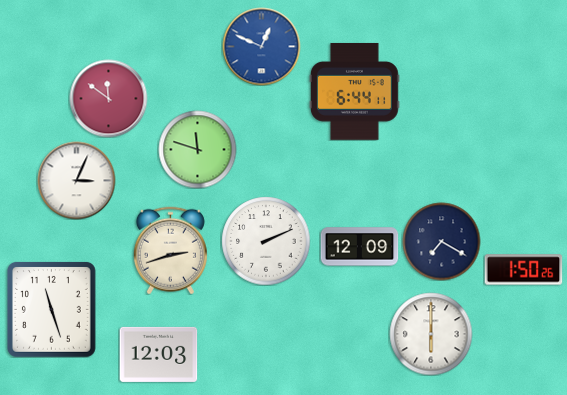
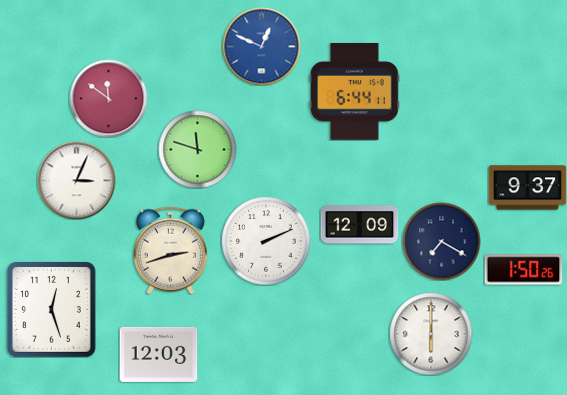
clock at (527, 188): none -> 9:37
clock at (359, 247) position: (359, 247) -> (359, 225)
clock at (51, 309): 11:27 -> 12:27
